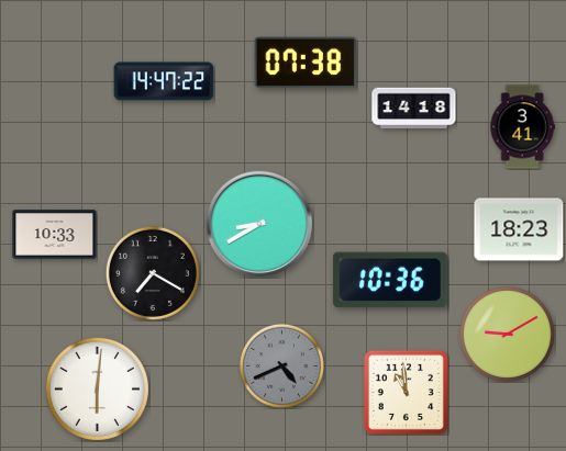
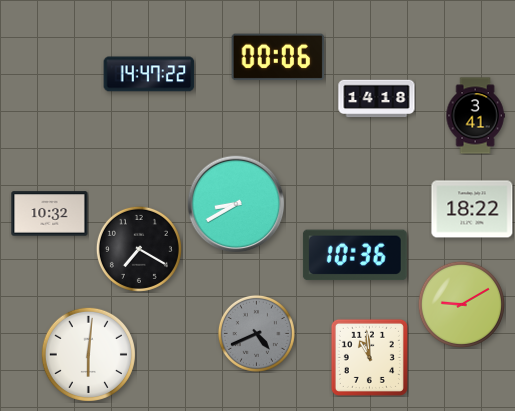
clock at (306, 63): 07:38 -> 00:06
clock at (519, 229): 18:23 -> 18:22
clock at (55, 235): 10:33 -> 10:32
